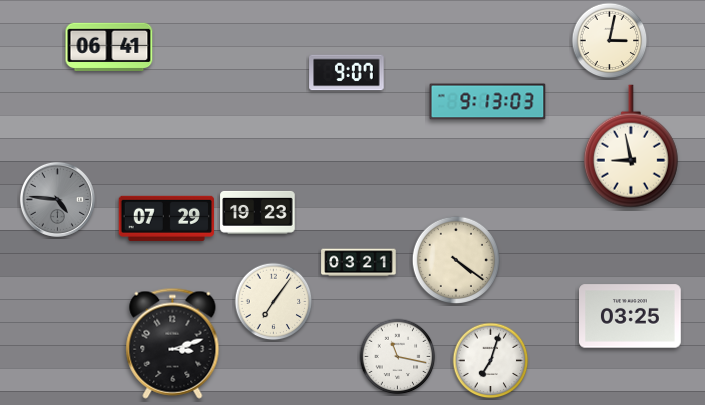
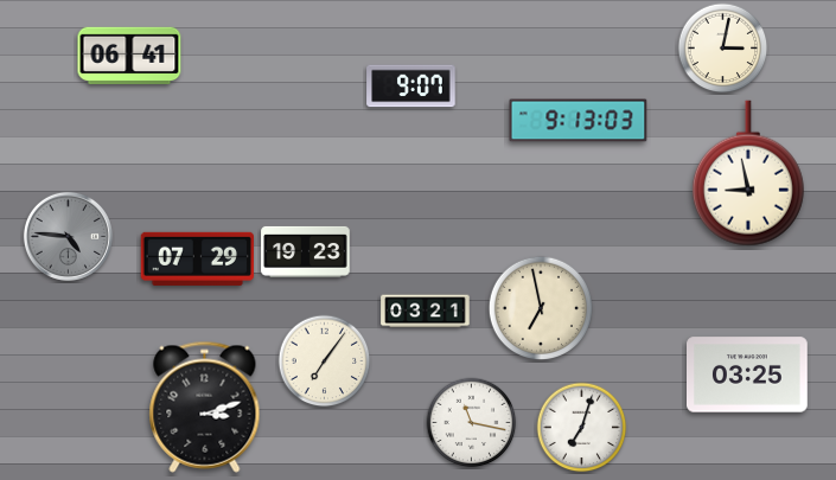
clock at (456, 260): 4:21 -> 6:58
clock at (274, 302) position: (274, 302) -> (325, 361)
